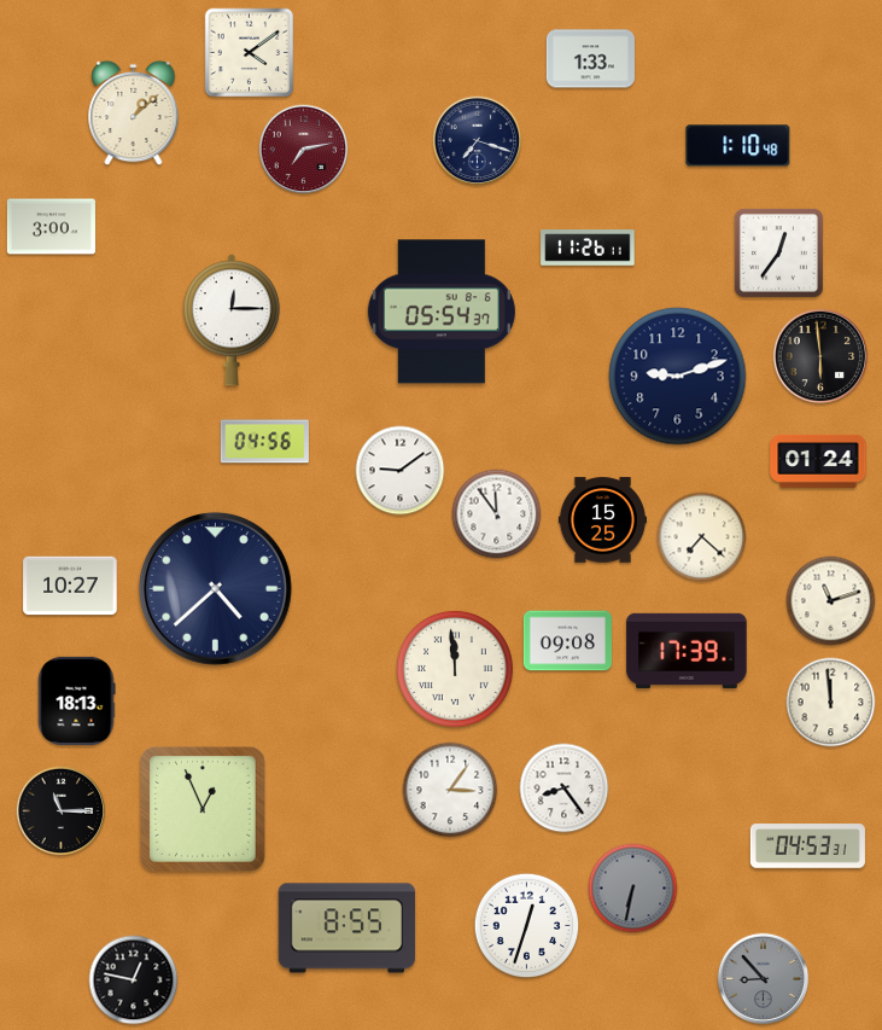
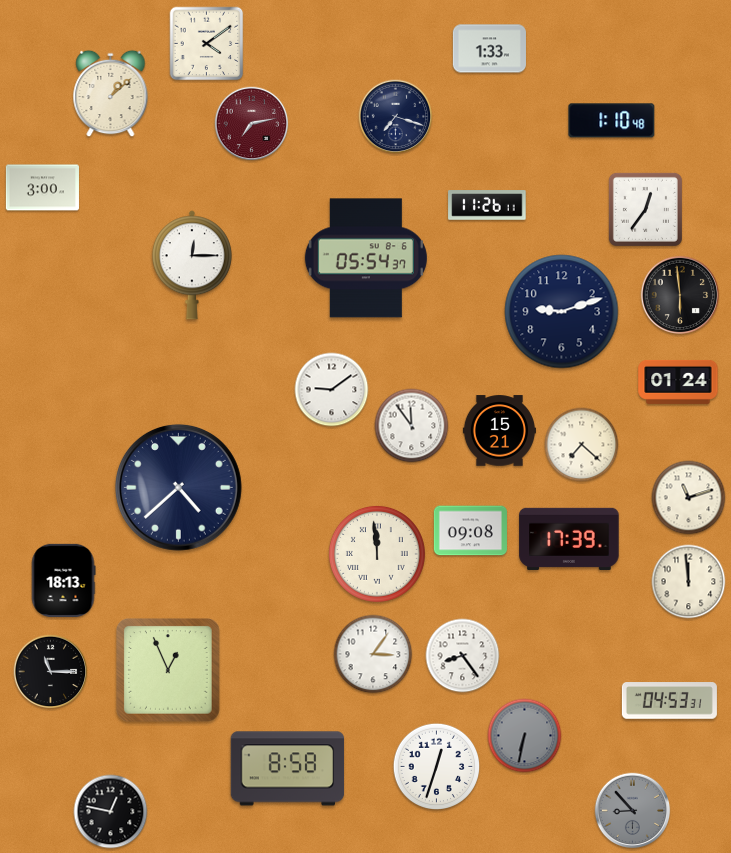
clock at (264, 442): 04:56 -> none
clock at (602, 520): 15:25 -> 15:21
clock at (70, 586): 10:27 -> none
clock at (565, 788) position: (565, 788) -> (463, 656)
clock at (347, 929): 8:55 -> 8:58
